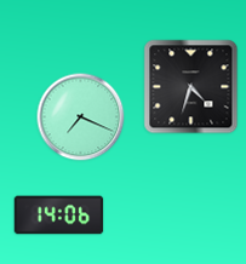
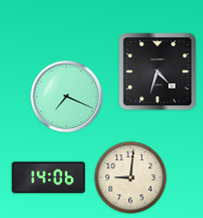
clock at (131, 178): none -> 9:01
